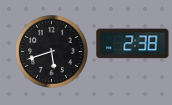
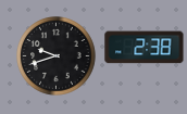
clock at (52, 52): 5:42 -> 9:42
